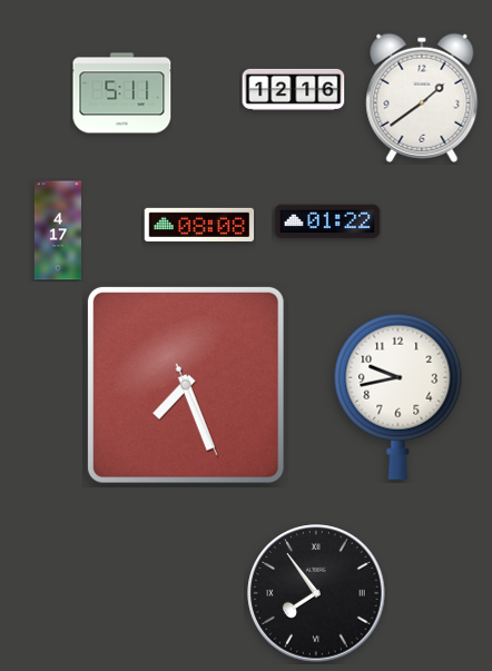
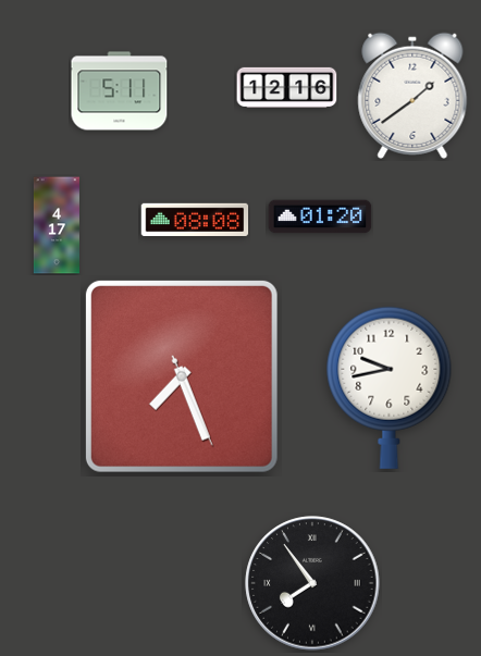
clock at (327, 221): 01:22 -> 01:20
clock at (316, 593) position: (316, 593) -> (312, 583)
